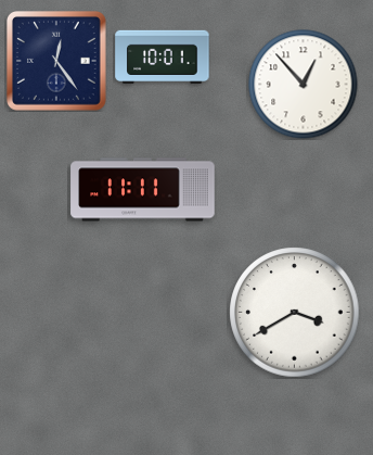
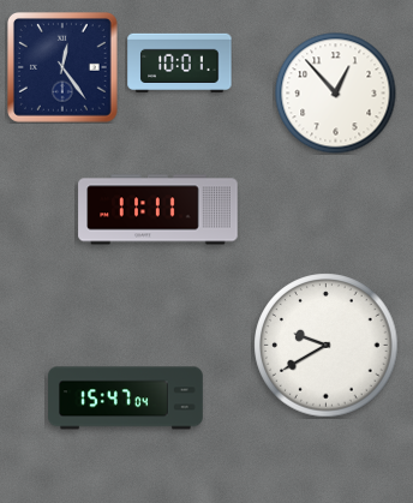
clock at (295, 313): 3:40 -> 9:40
clock at (126, 399): none -> 15:47
